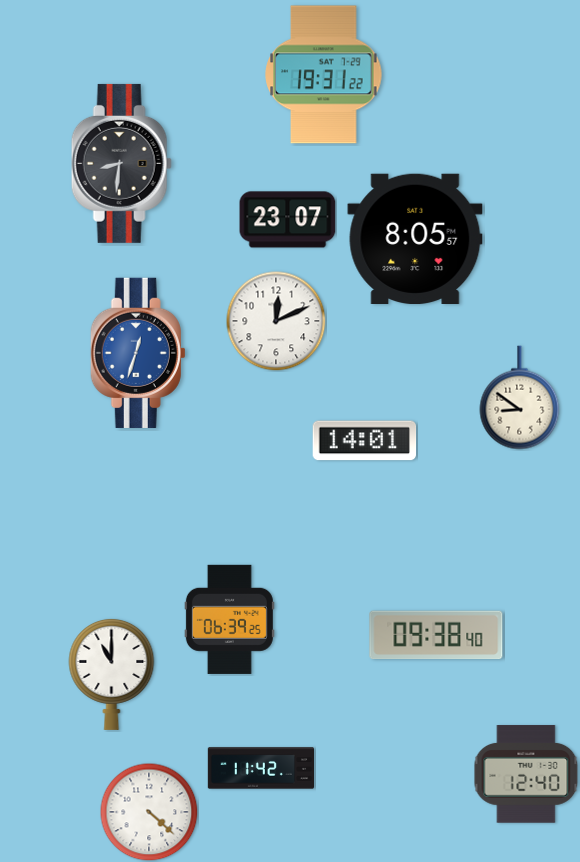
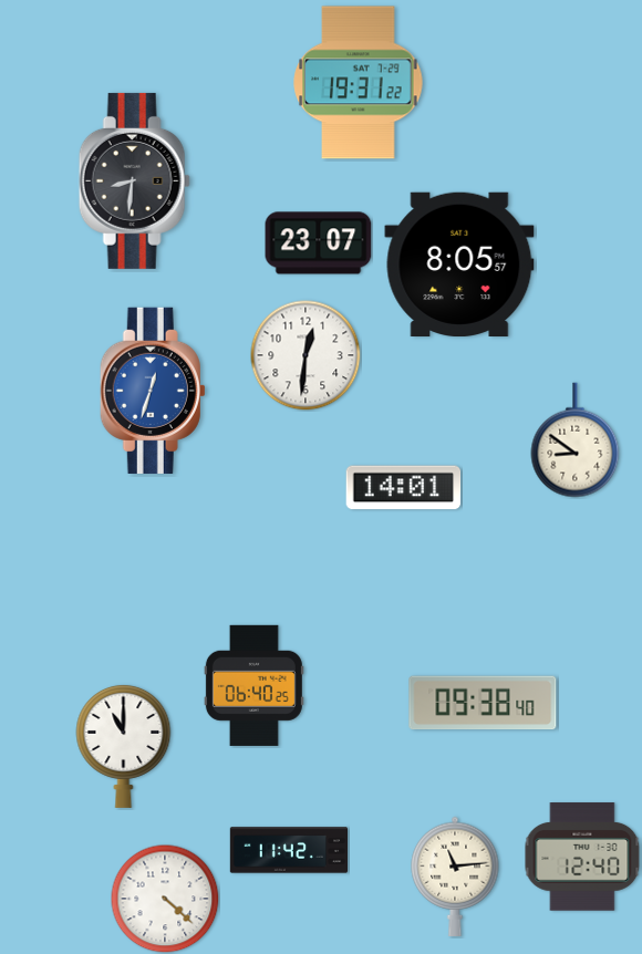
clock at (276, 321): 12:11 -> 12:31
clock at (229, 619): 06:39 -> 06:40
clock at (455, 877): none -> 11:14
